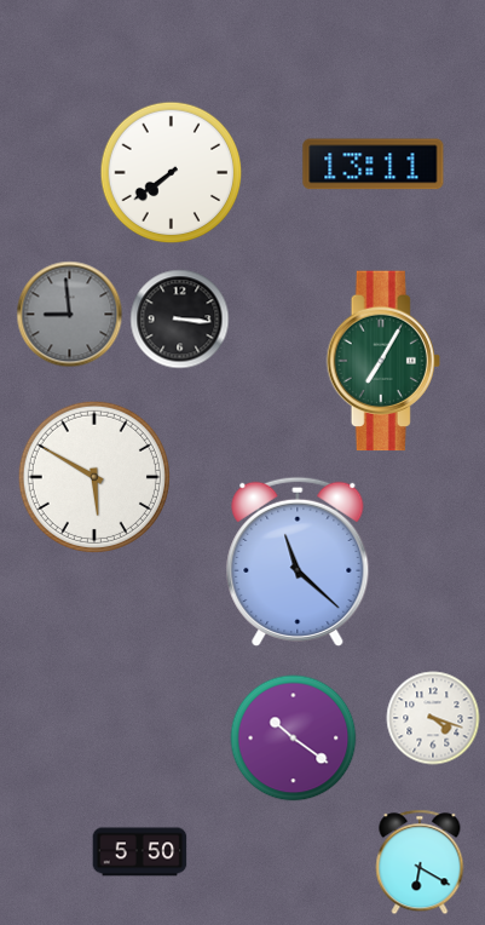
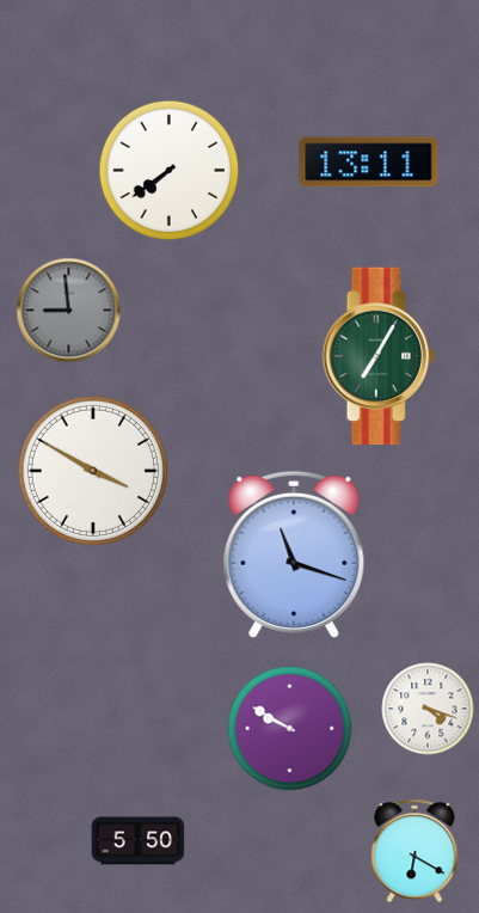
clock at (180, 320): 3:16 -> none
clock at (94, 477): 5:50 -> 3:50
clock at (298, 562): 11:22 -> 11:18
clock at (294, 739): 10:21 -> 9:50
